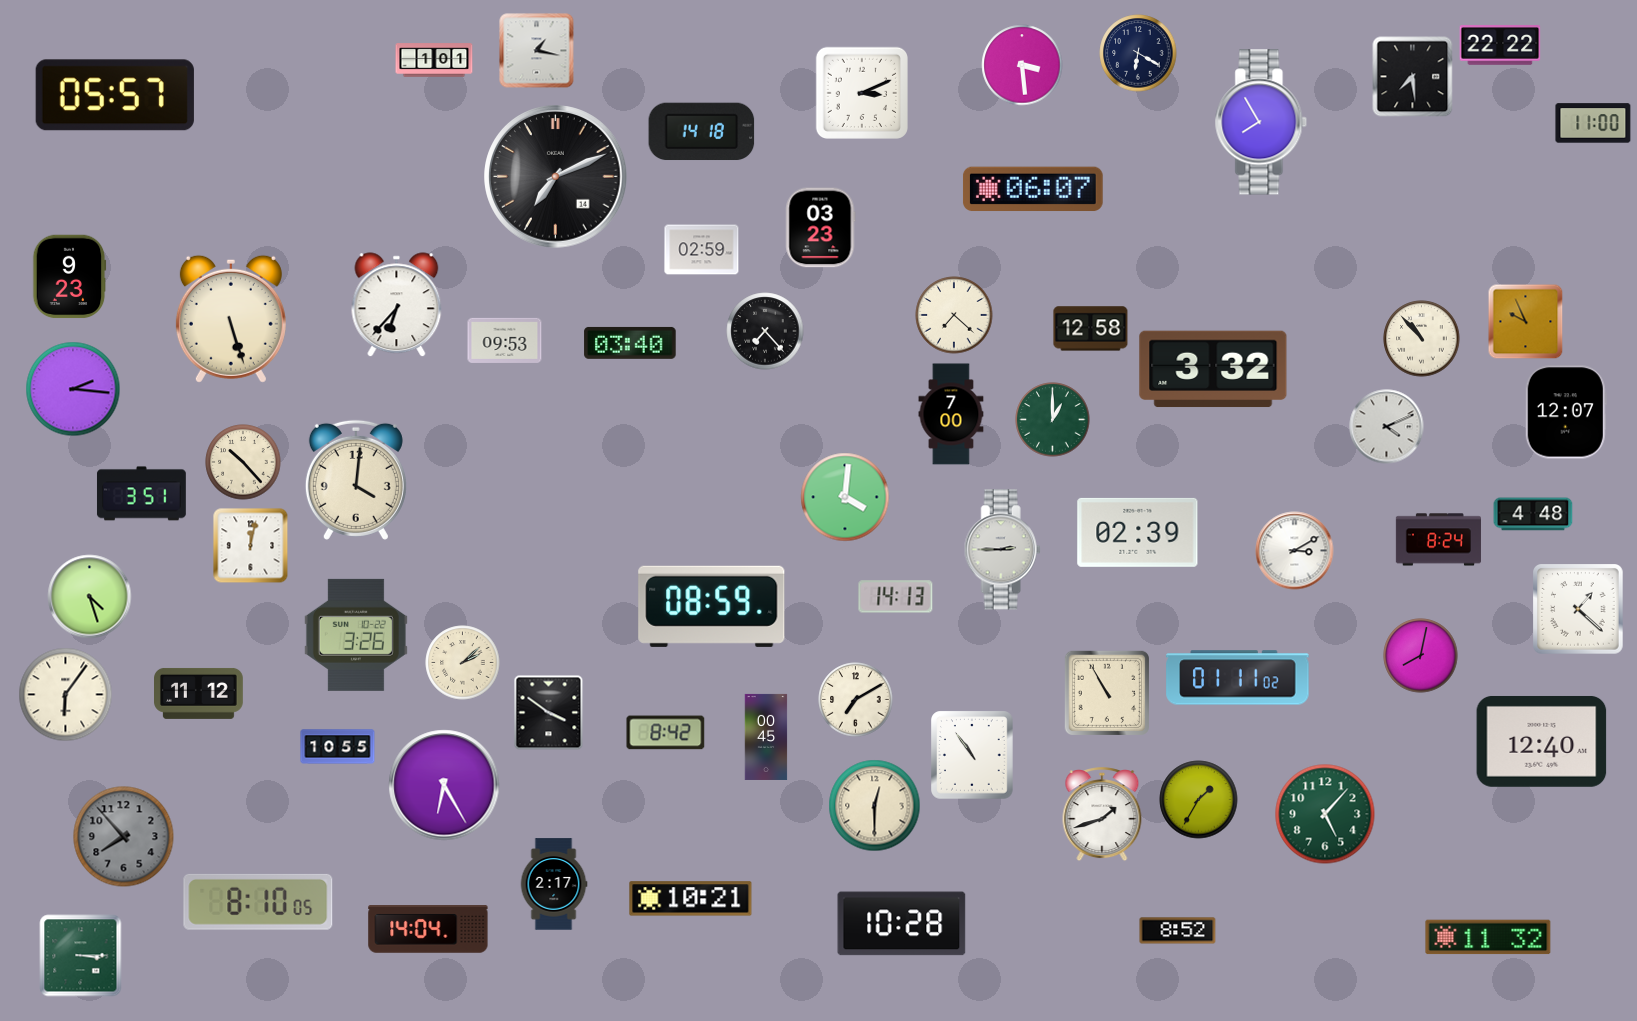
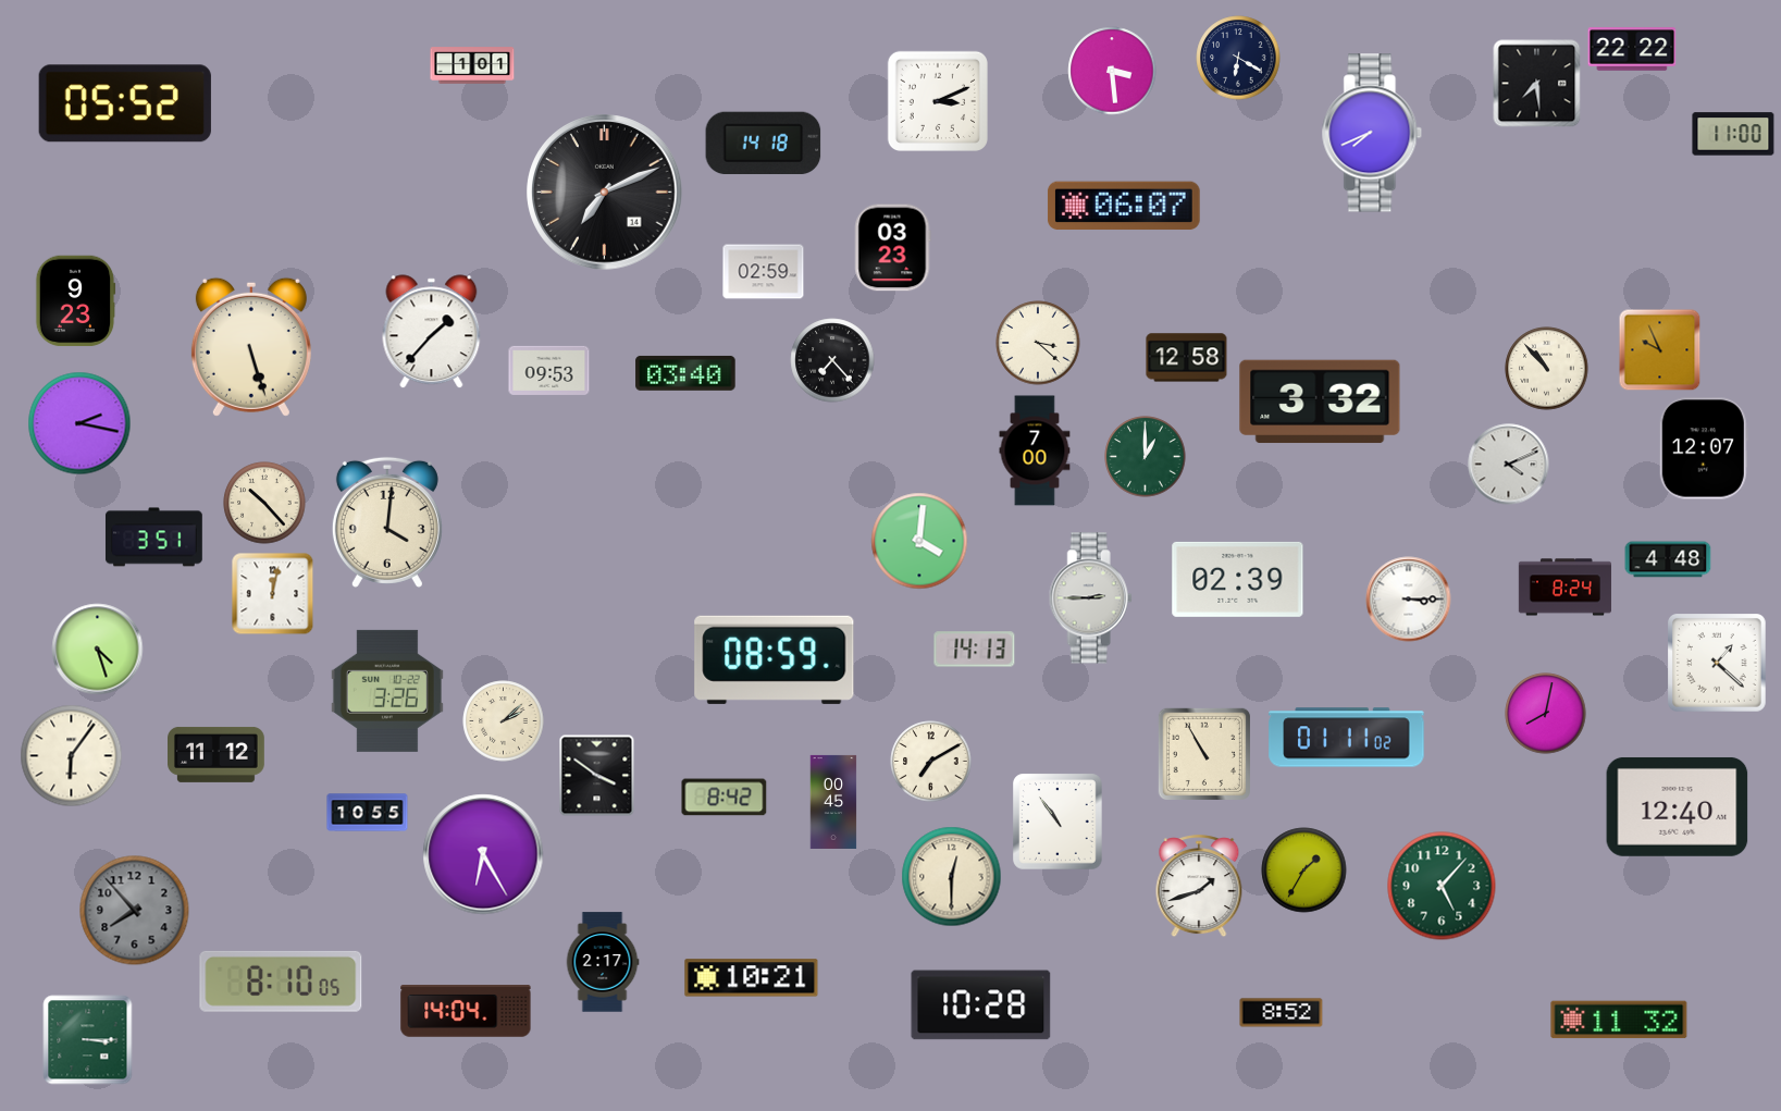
clock at (537, 51): 1:17 -> none
clock at (115, 95): 05:57 -> 05:52
clock at (1261, 122): 7:55 -> 7:41
clock at (397, 305): 6:37 -> 1:37
clock at (954, 315): 7:22 -> 3:22
clock at (73, 389): 2:16 -> 2:17
clock at (1295, 551): 3:10 -> 3:15
